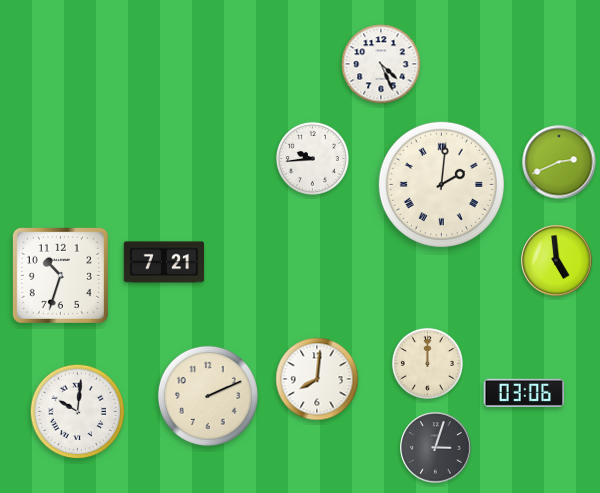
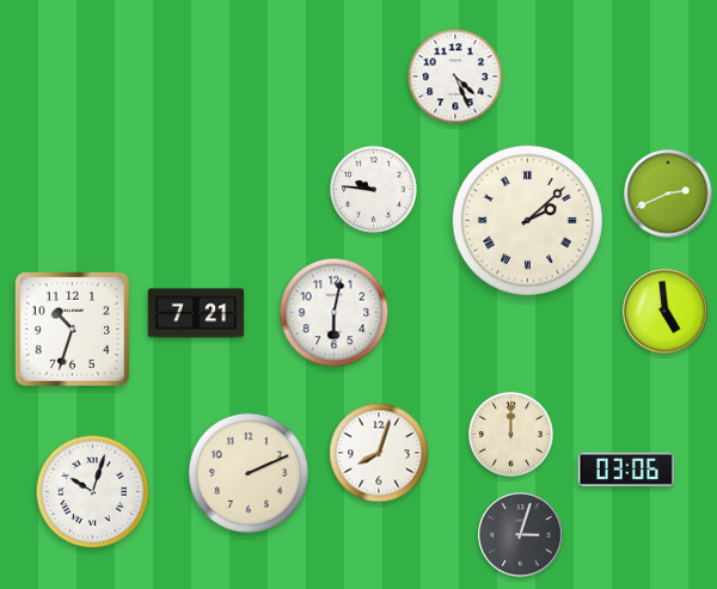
clock at (313, 159): 9:44 -> 9:46
clock at (441, 184): 2:01 -> 2:08
clock at (335, 313): none -> 6:02
clock at (317, 379): 8:01 -> 8:03
clock at (78, 412): 10:01 -> 10:03
